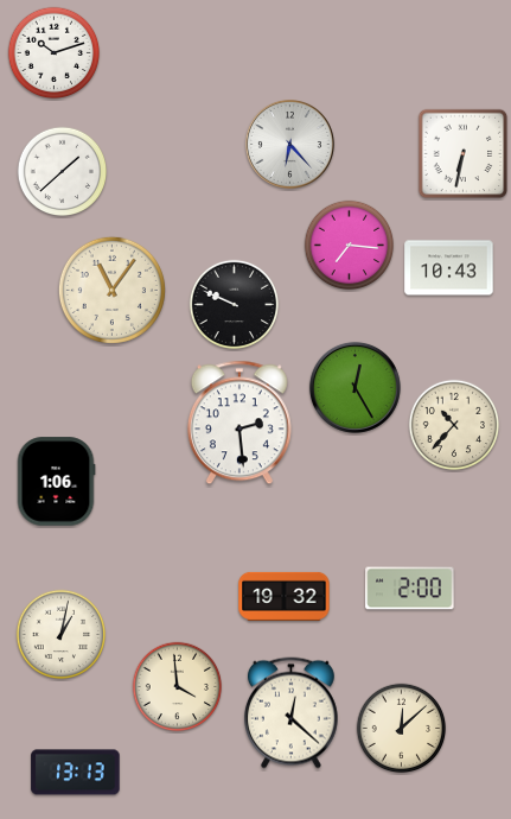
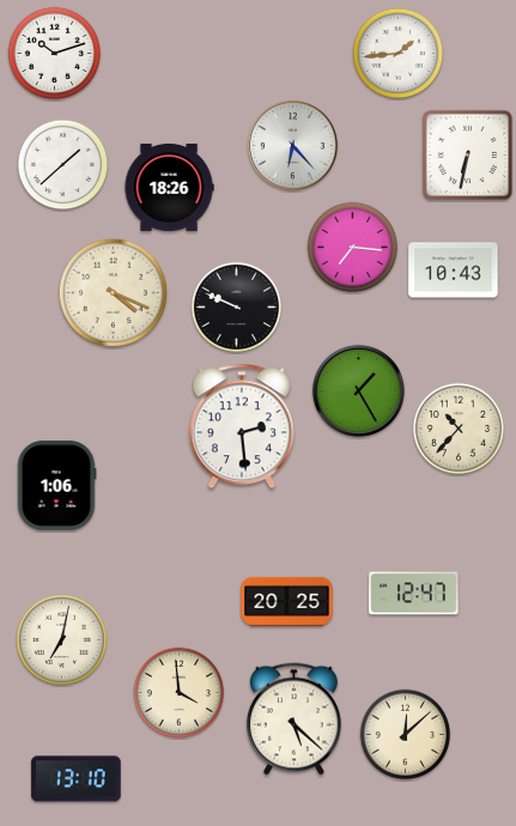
clock at (399, 54): none -> 1:44
clock at (63, 172) position: (63, 172) -> (63, 165)
clock at (169, 187): none -> 18:26
clock at (111, 290): 11:06 -> 4:19
clock at (354, 387): 12:25 -> 1:25
clock at (410, 589): 2:00 -> 12:47
clock at (285, 596): 19:32 -> 20:25
clock at (62, 635): 1:02 -> 7:02
clock at (290, 713): 12:22 -> 5:22
clock at (76, 773): 13:13 -> 13:10
